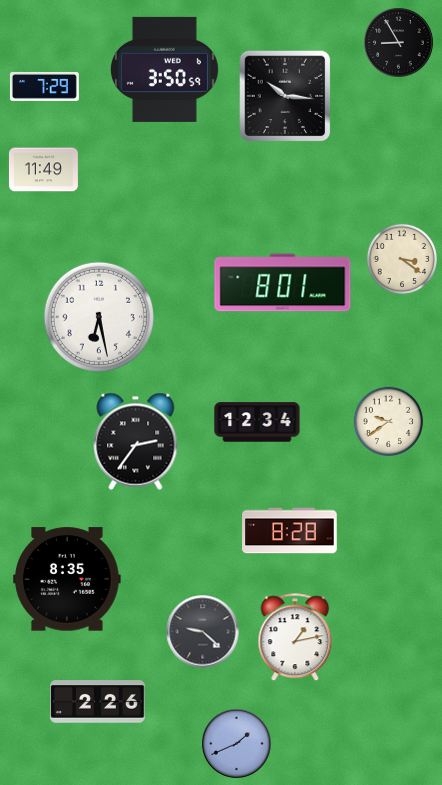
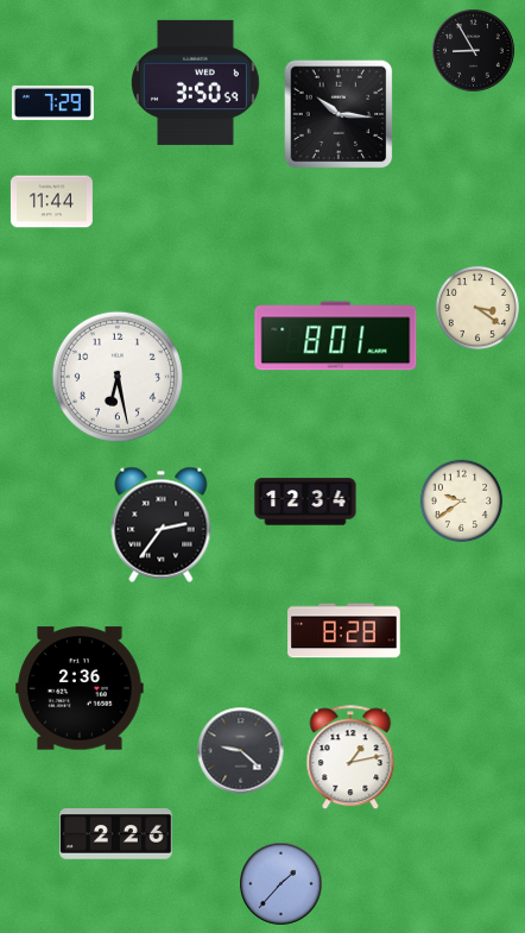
clock at (43, 170): 11:49 -> 11:44
clock at (67, 579): 8:35 -> 2:36
clock at (237, 744): 1:41 -> 1:37
